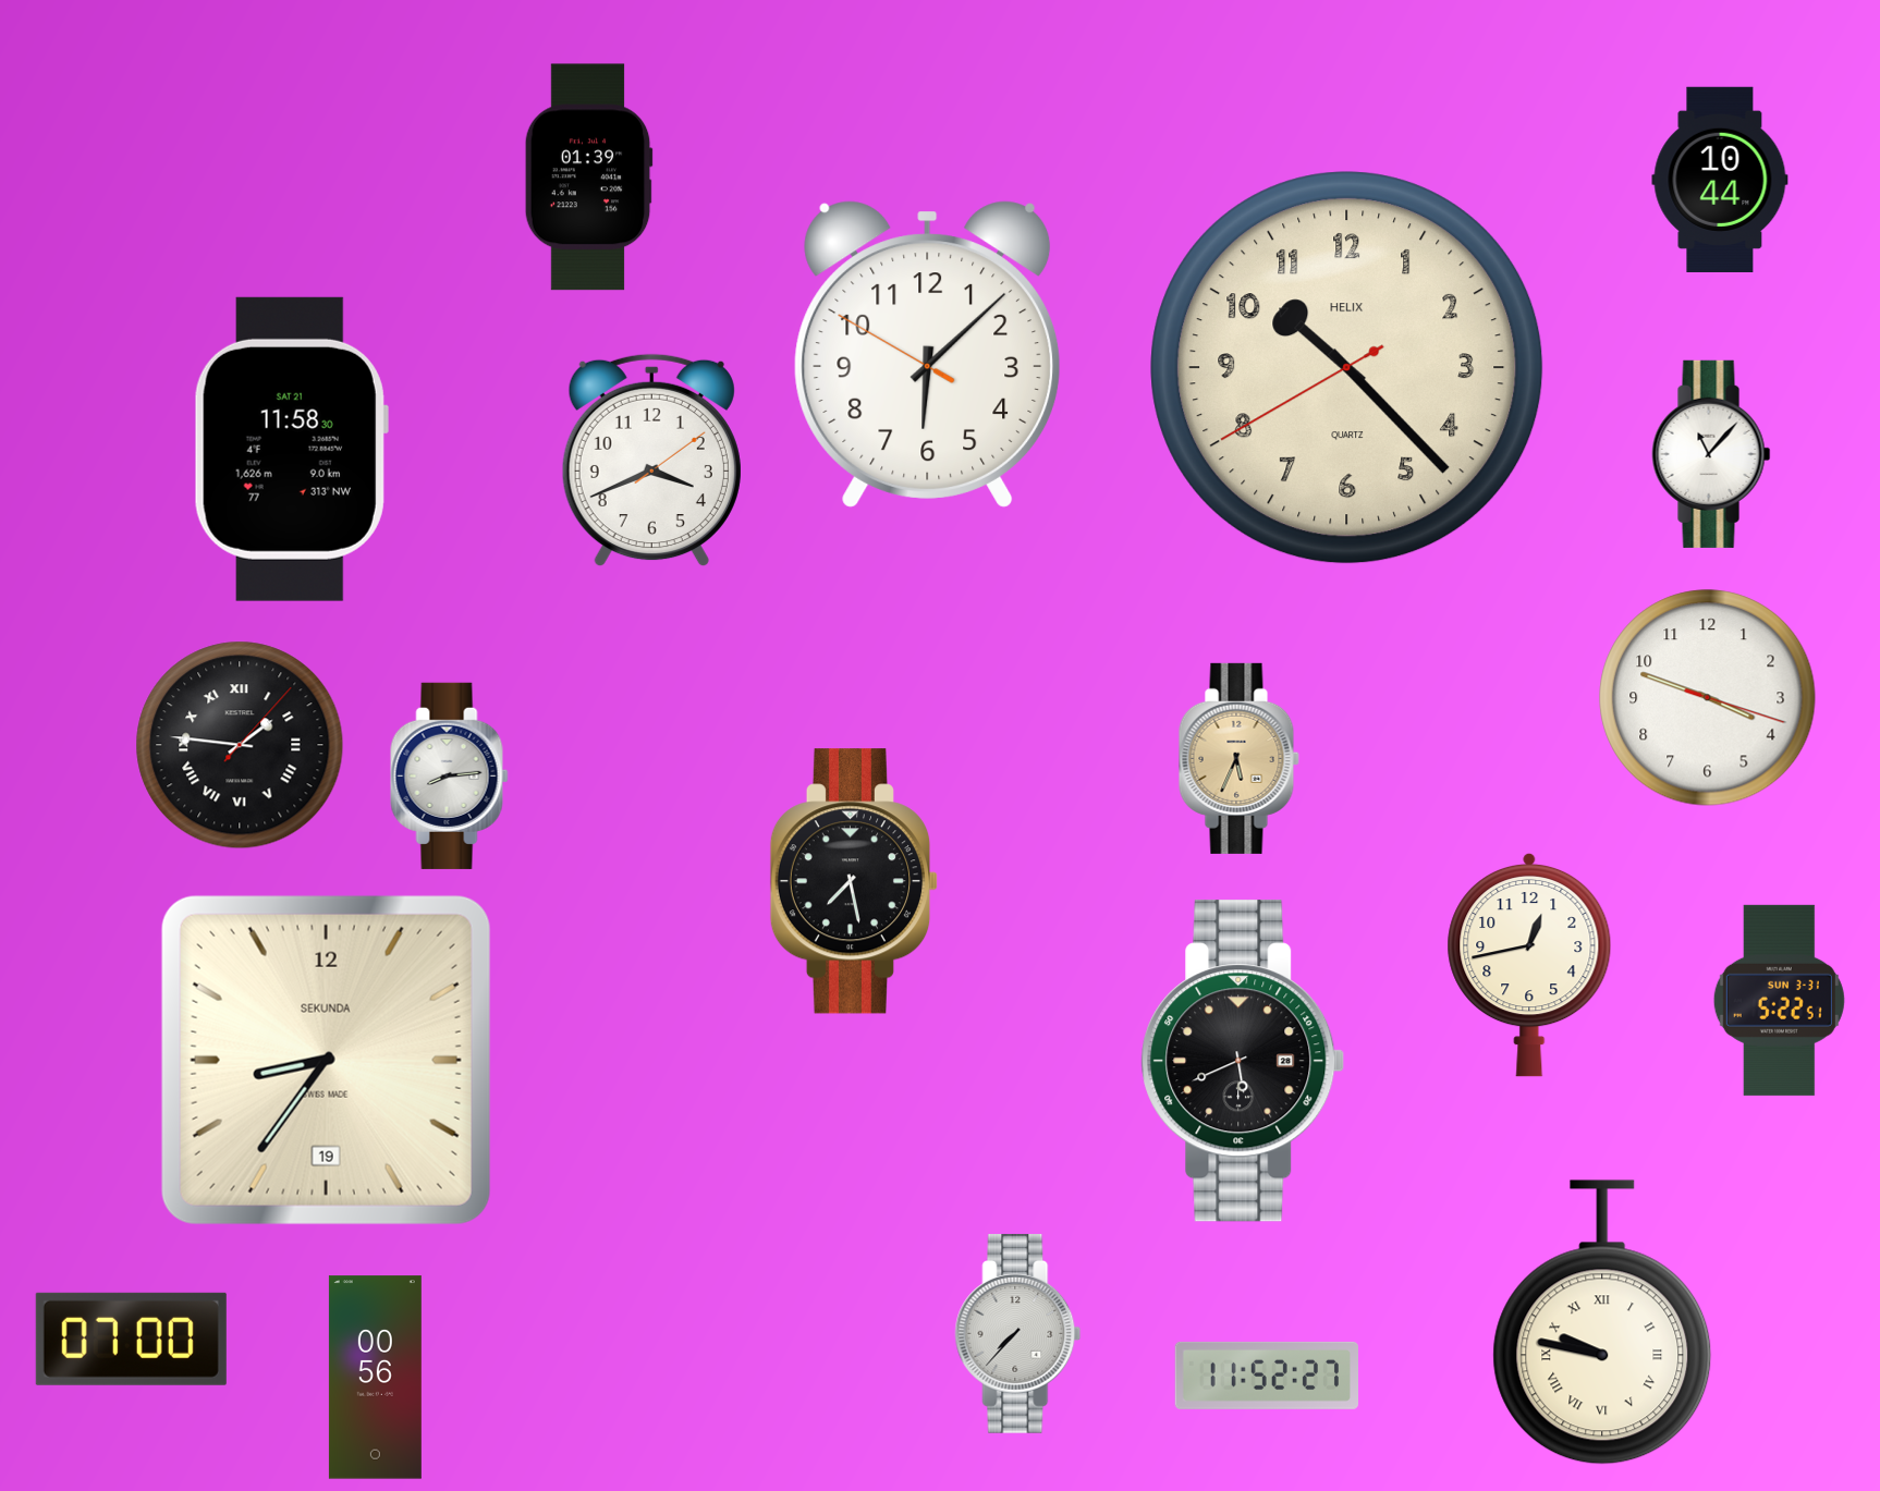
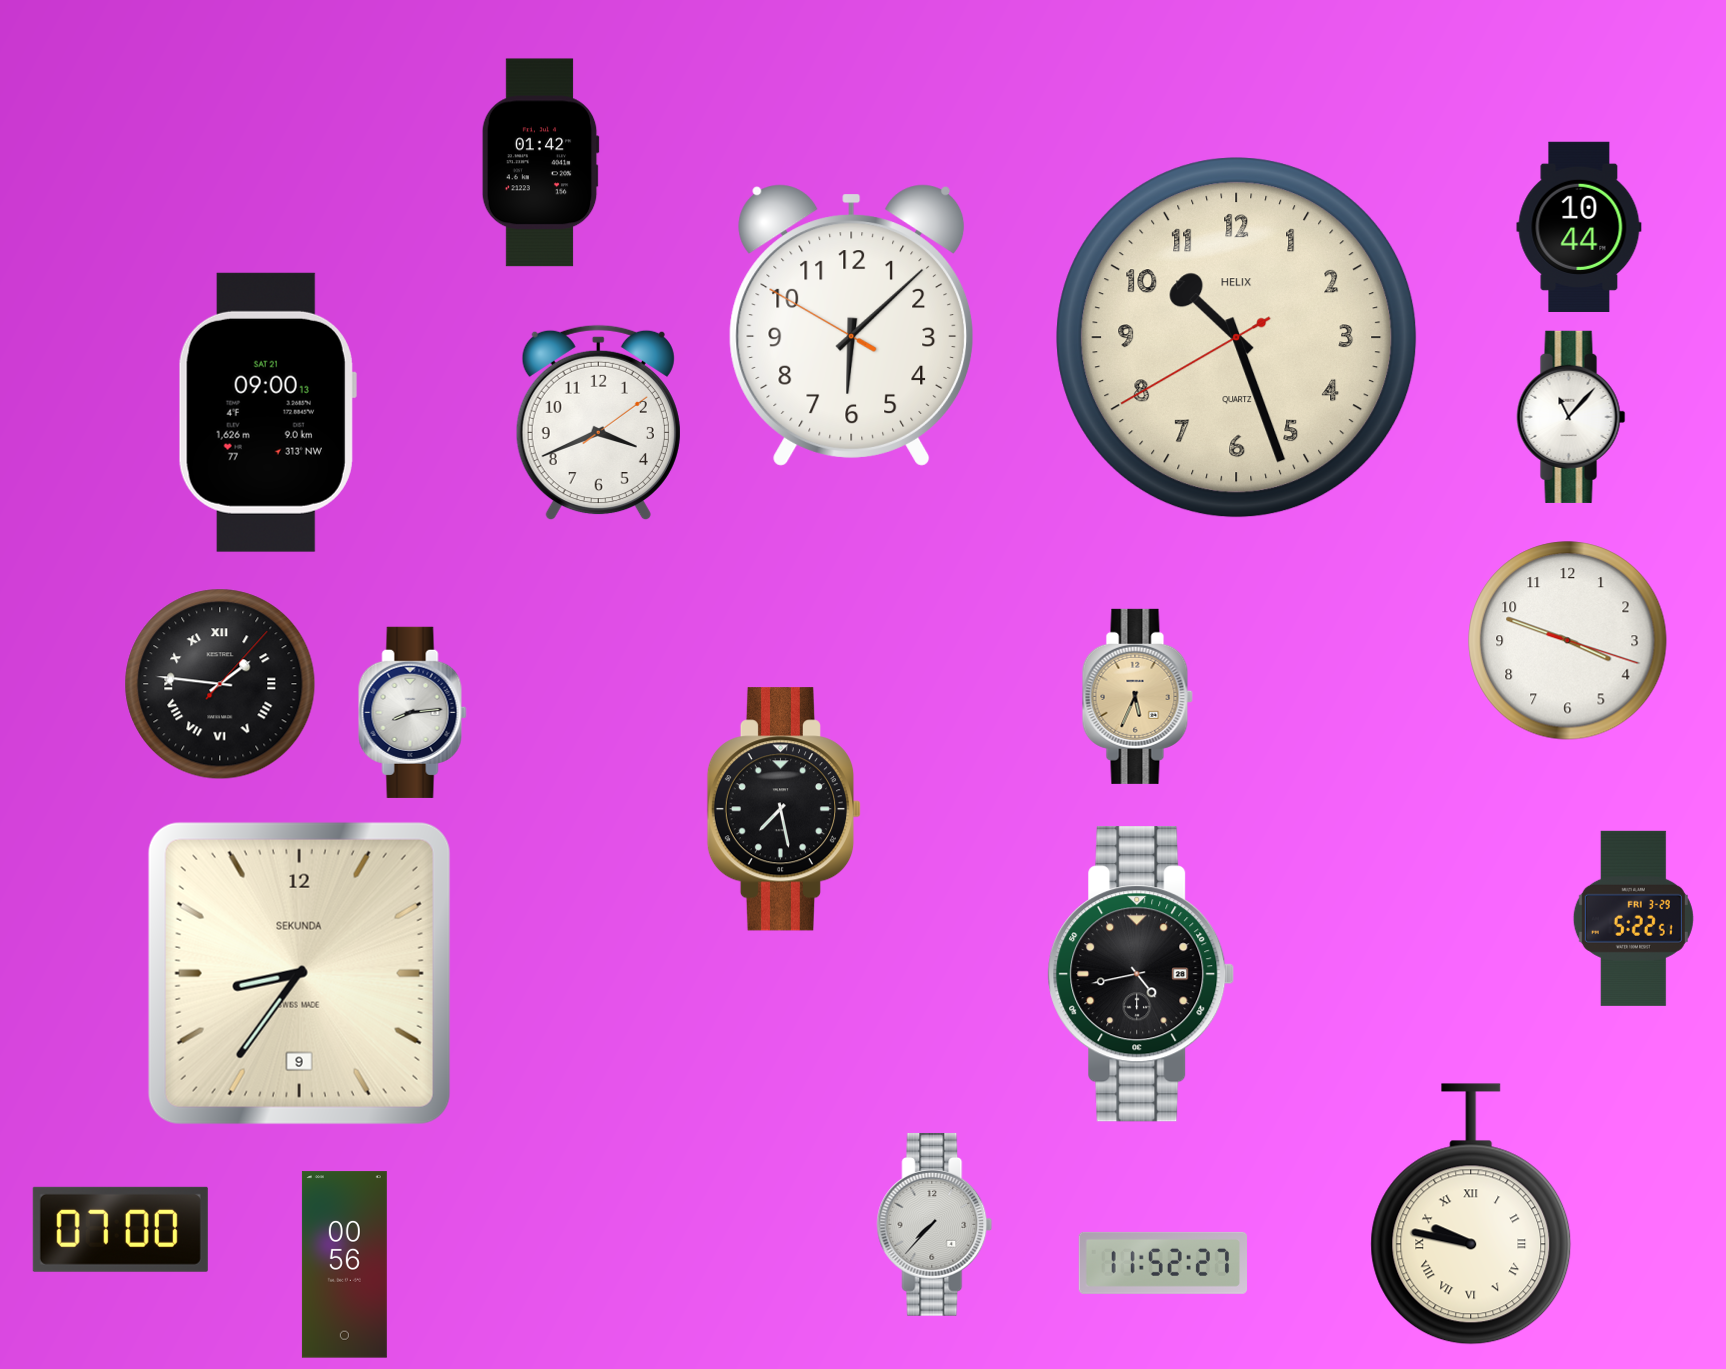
clock at (588, 178): 01:39 -> 01:42
clock at (1720, 180) position: (1720, 180) -> (1579, 227)
clock at (1347, 368): 10:22 -> 10:26
clock at (291, 449): 11:58 -> 09:00
clock at (1529, 965): 12:43 -> none
clock at (1779, 1000) date: SUN 3-31 -> FRI 3-29
clock at (326, 1060) date: 19 -> 9
clock at (1243, 1061): 5:41 -> 4:43
